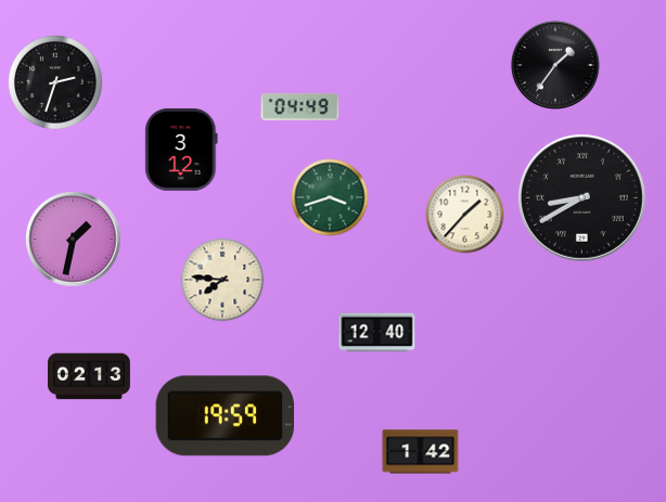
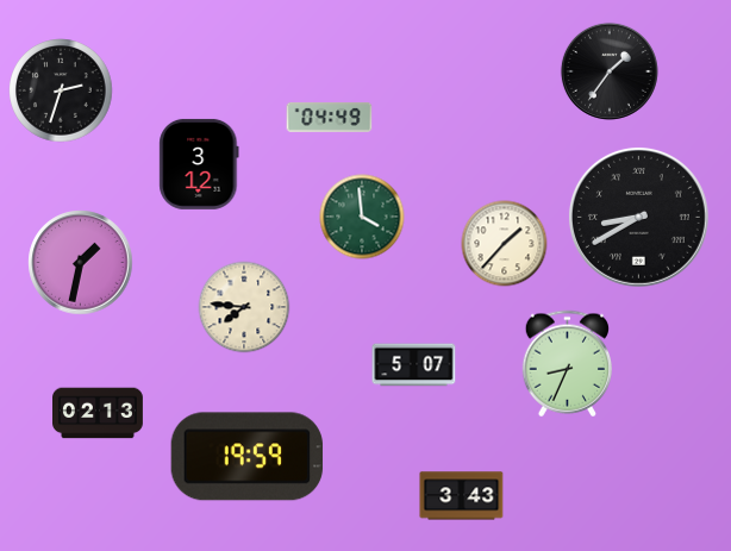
clock at (330, 197): 3:42 -> 3:59
clock at (465, 215) position: (465, 215) -> (505, 244)
clock at (567, 364): none -> 8:34
clock at (377, 333): 12:40 -> 5:07
clock at (421, 452): 1:42 -> 3:43
